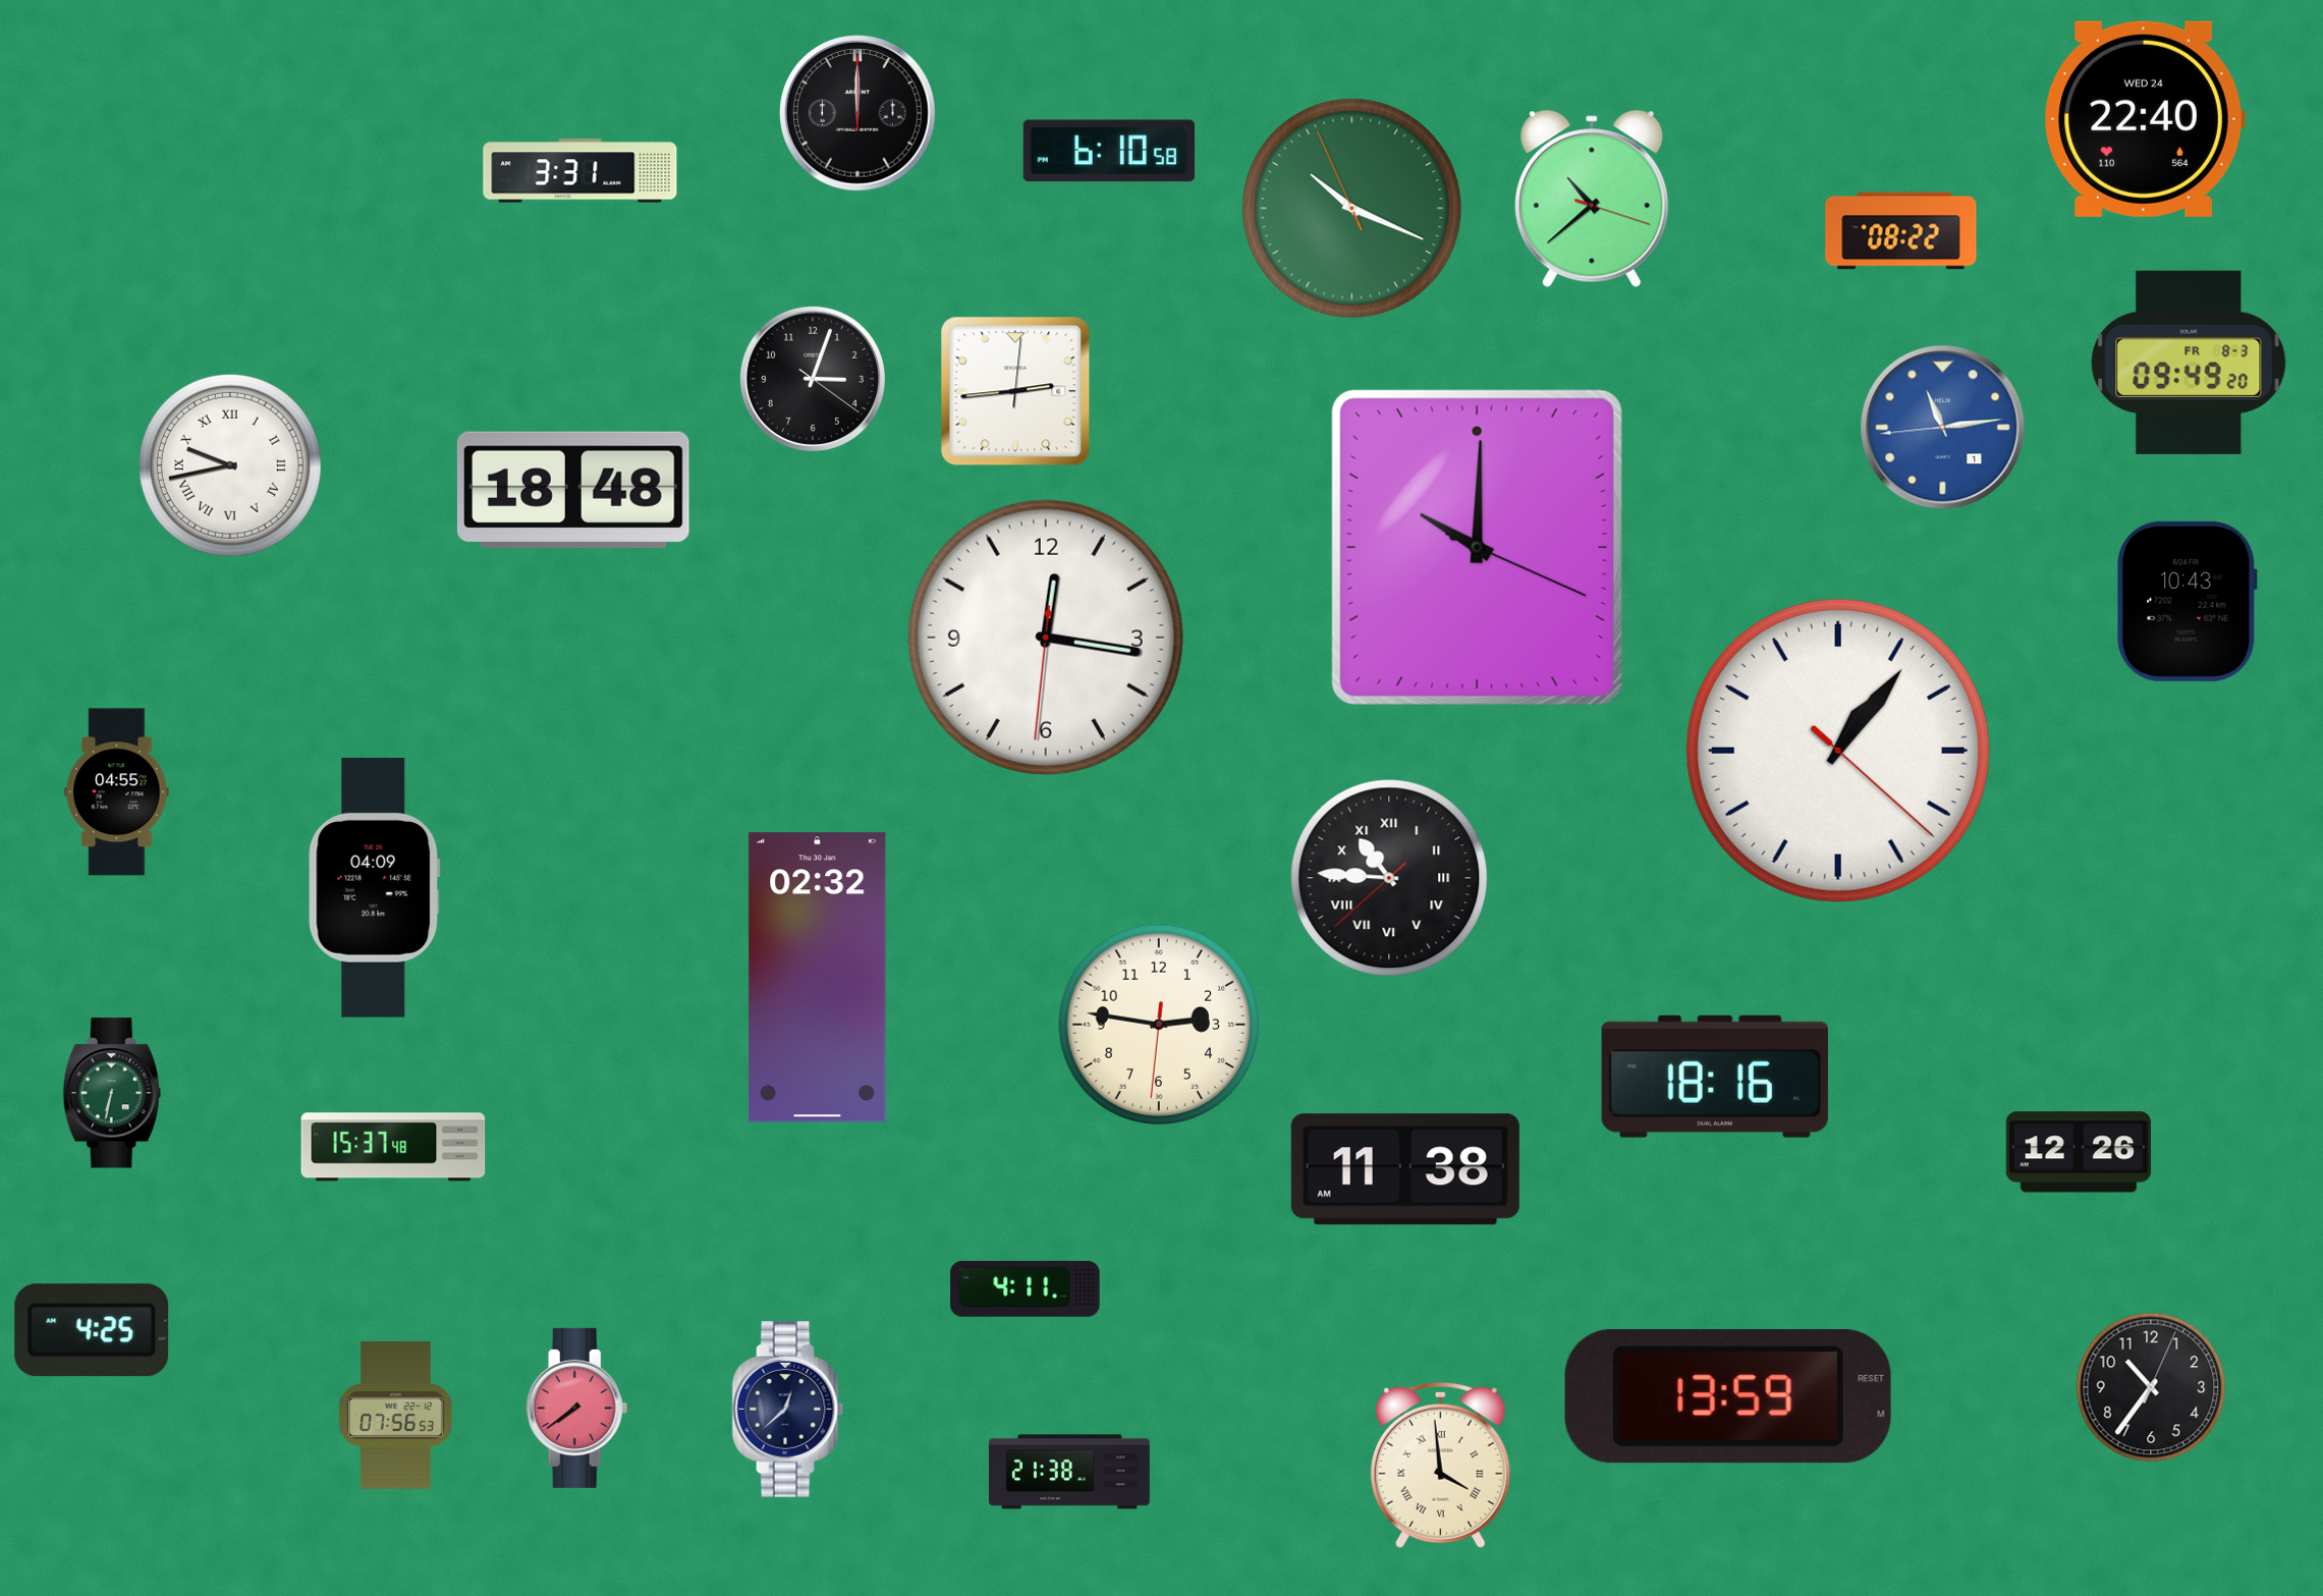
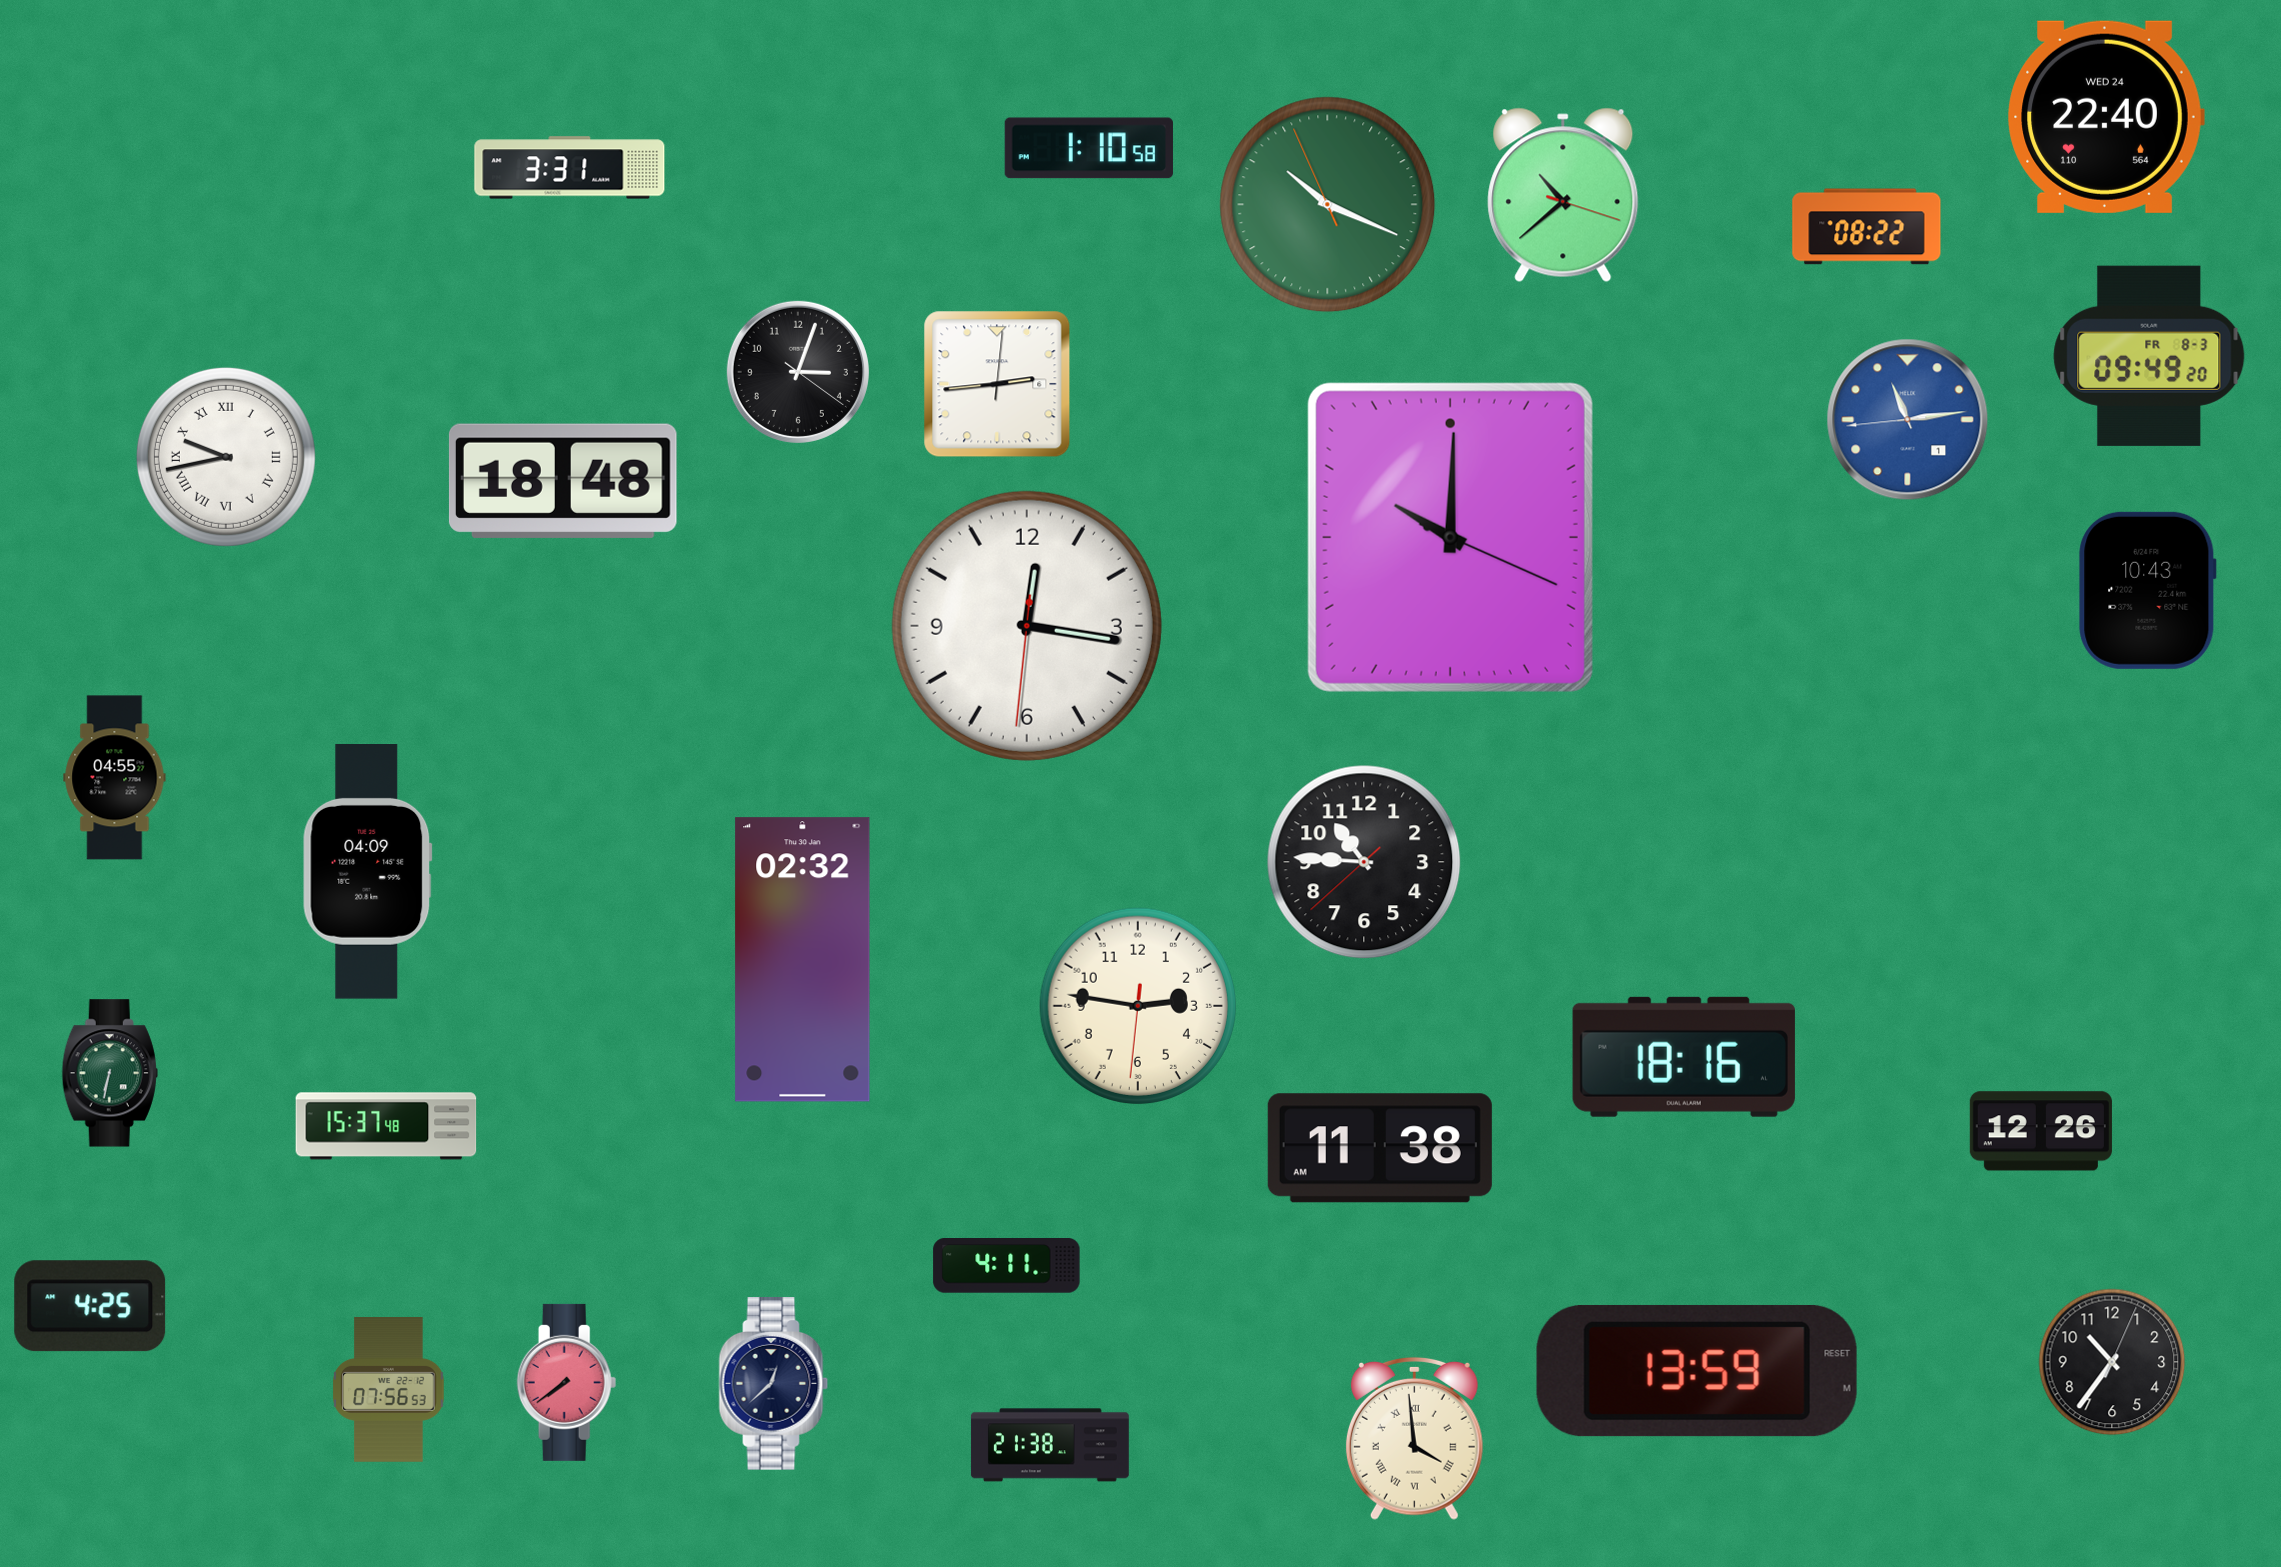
clock at (858, 113): 12:00 -> none
clock at (1109, 151): 6:10 -> 1:10
clock at (1838, 751): 1:06 -> none
clock at (1389, 878) numerals: Roman -> Arabic
